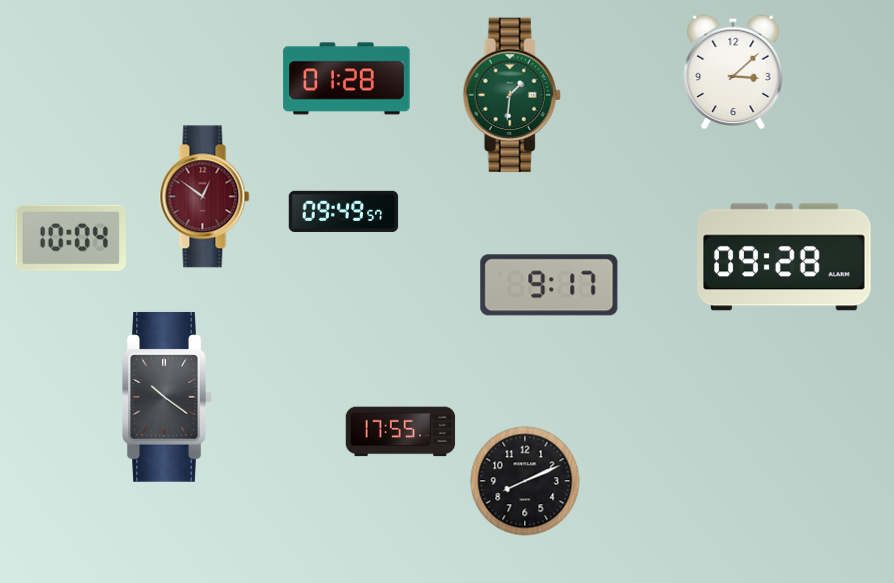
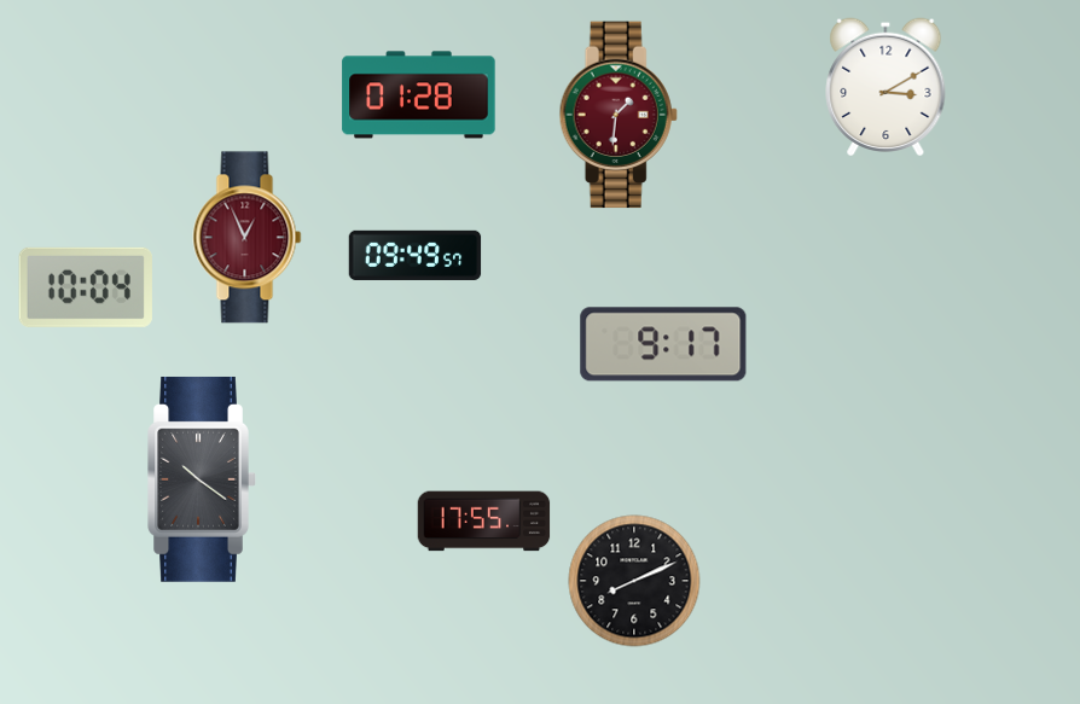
clock at (733, 71): 3:08 -> 3:10
clock at (512, 95) dial: green -> burgundy
clock at (205, 197): 12:51 -> 12:56
clock at (784, 257): 09:28 -> none
